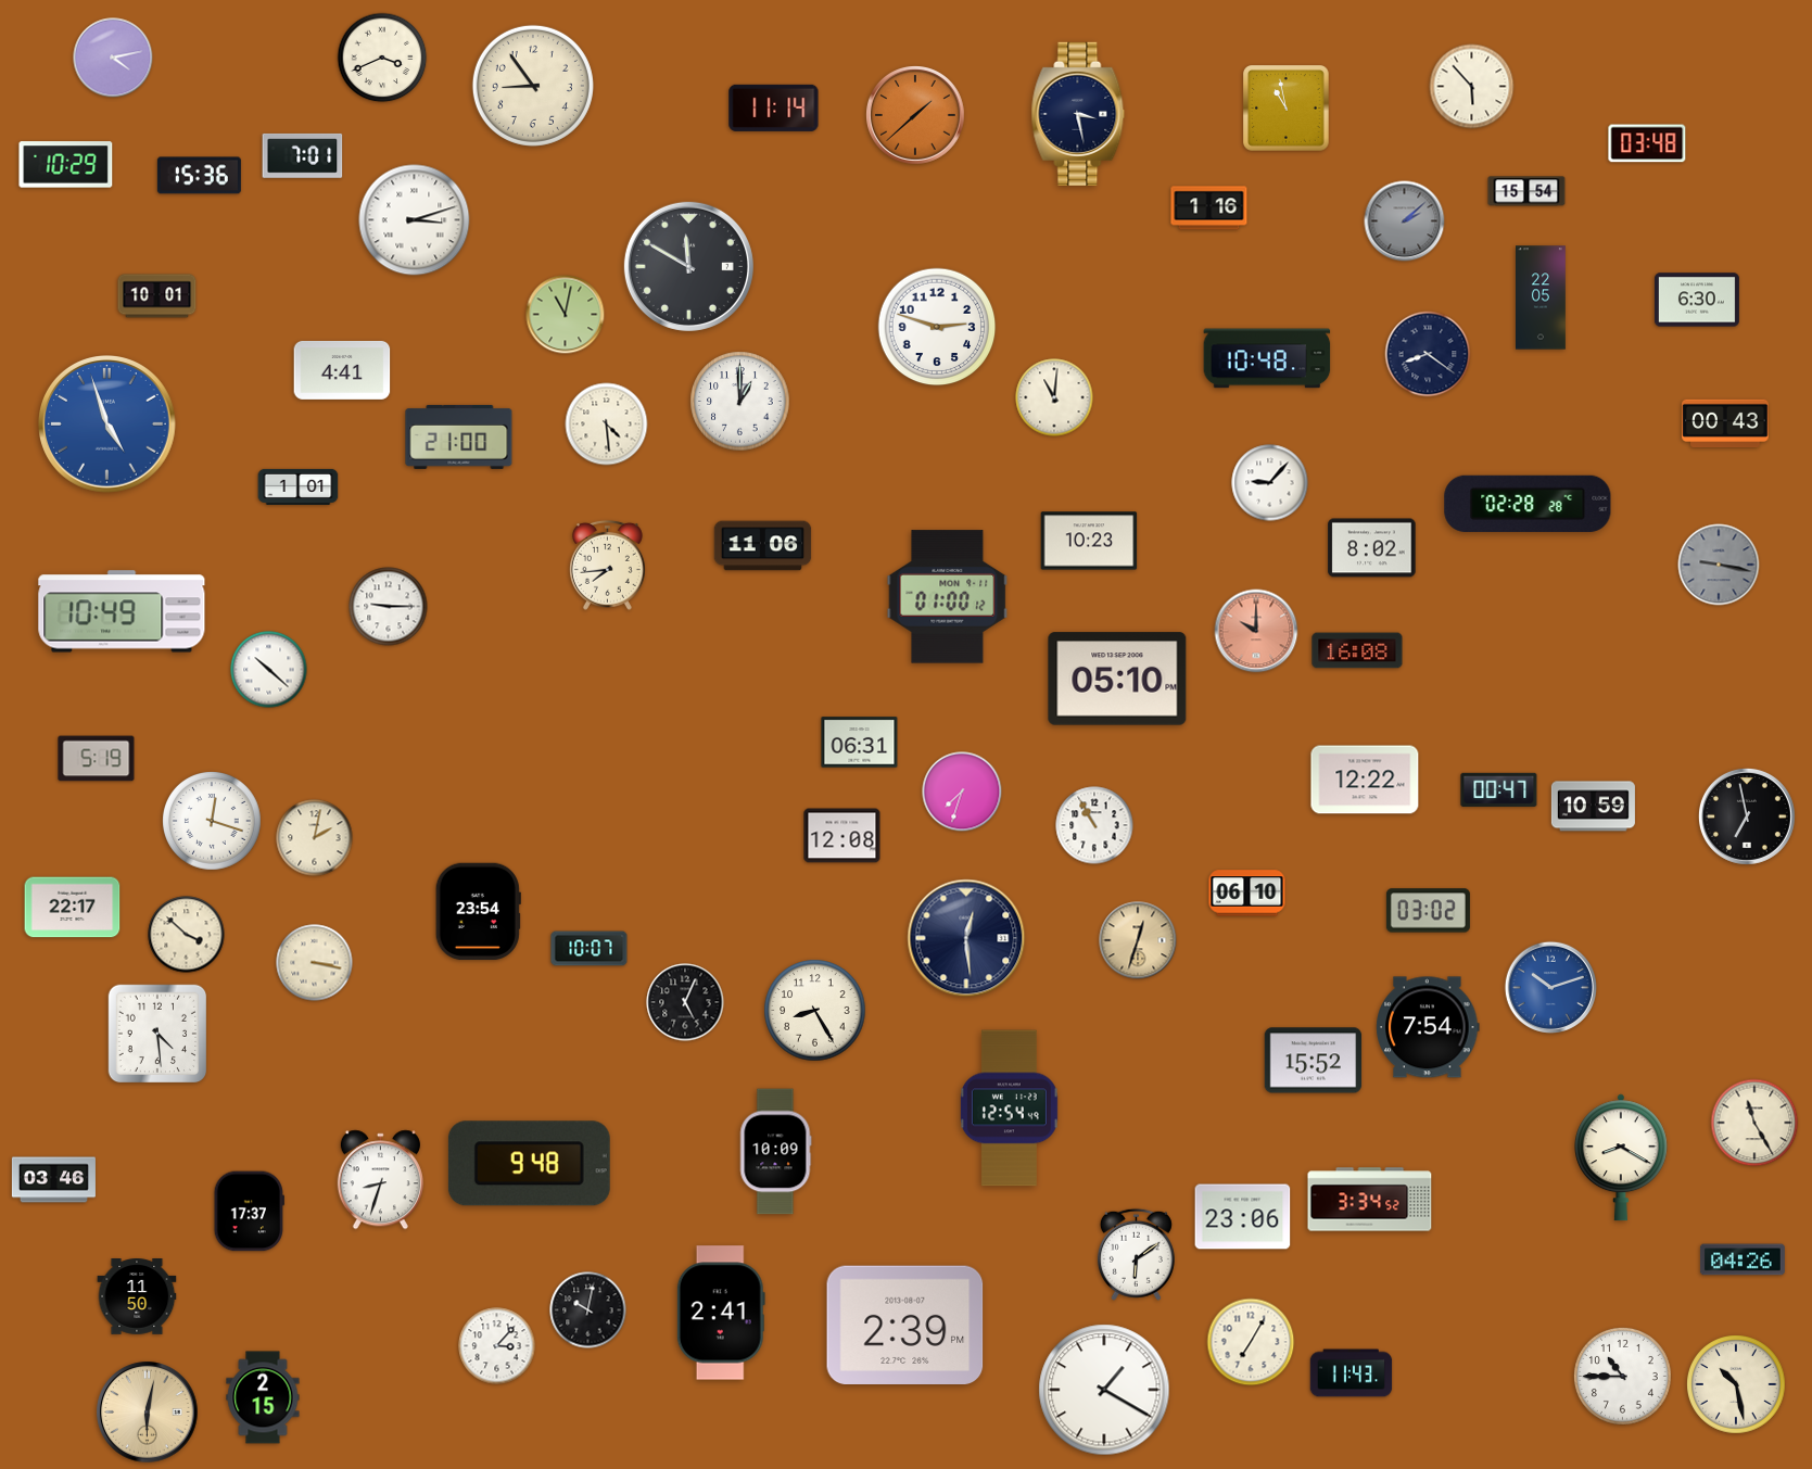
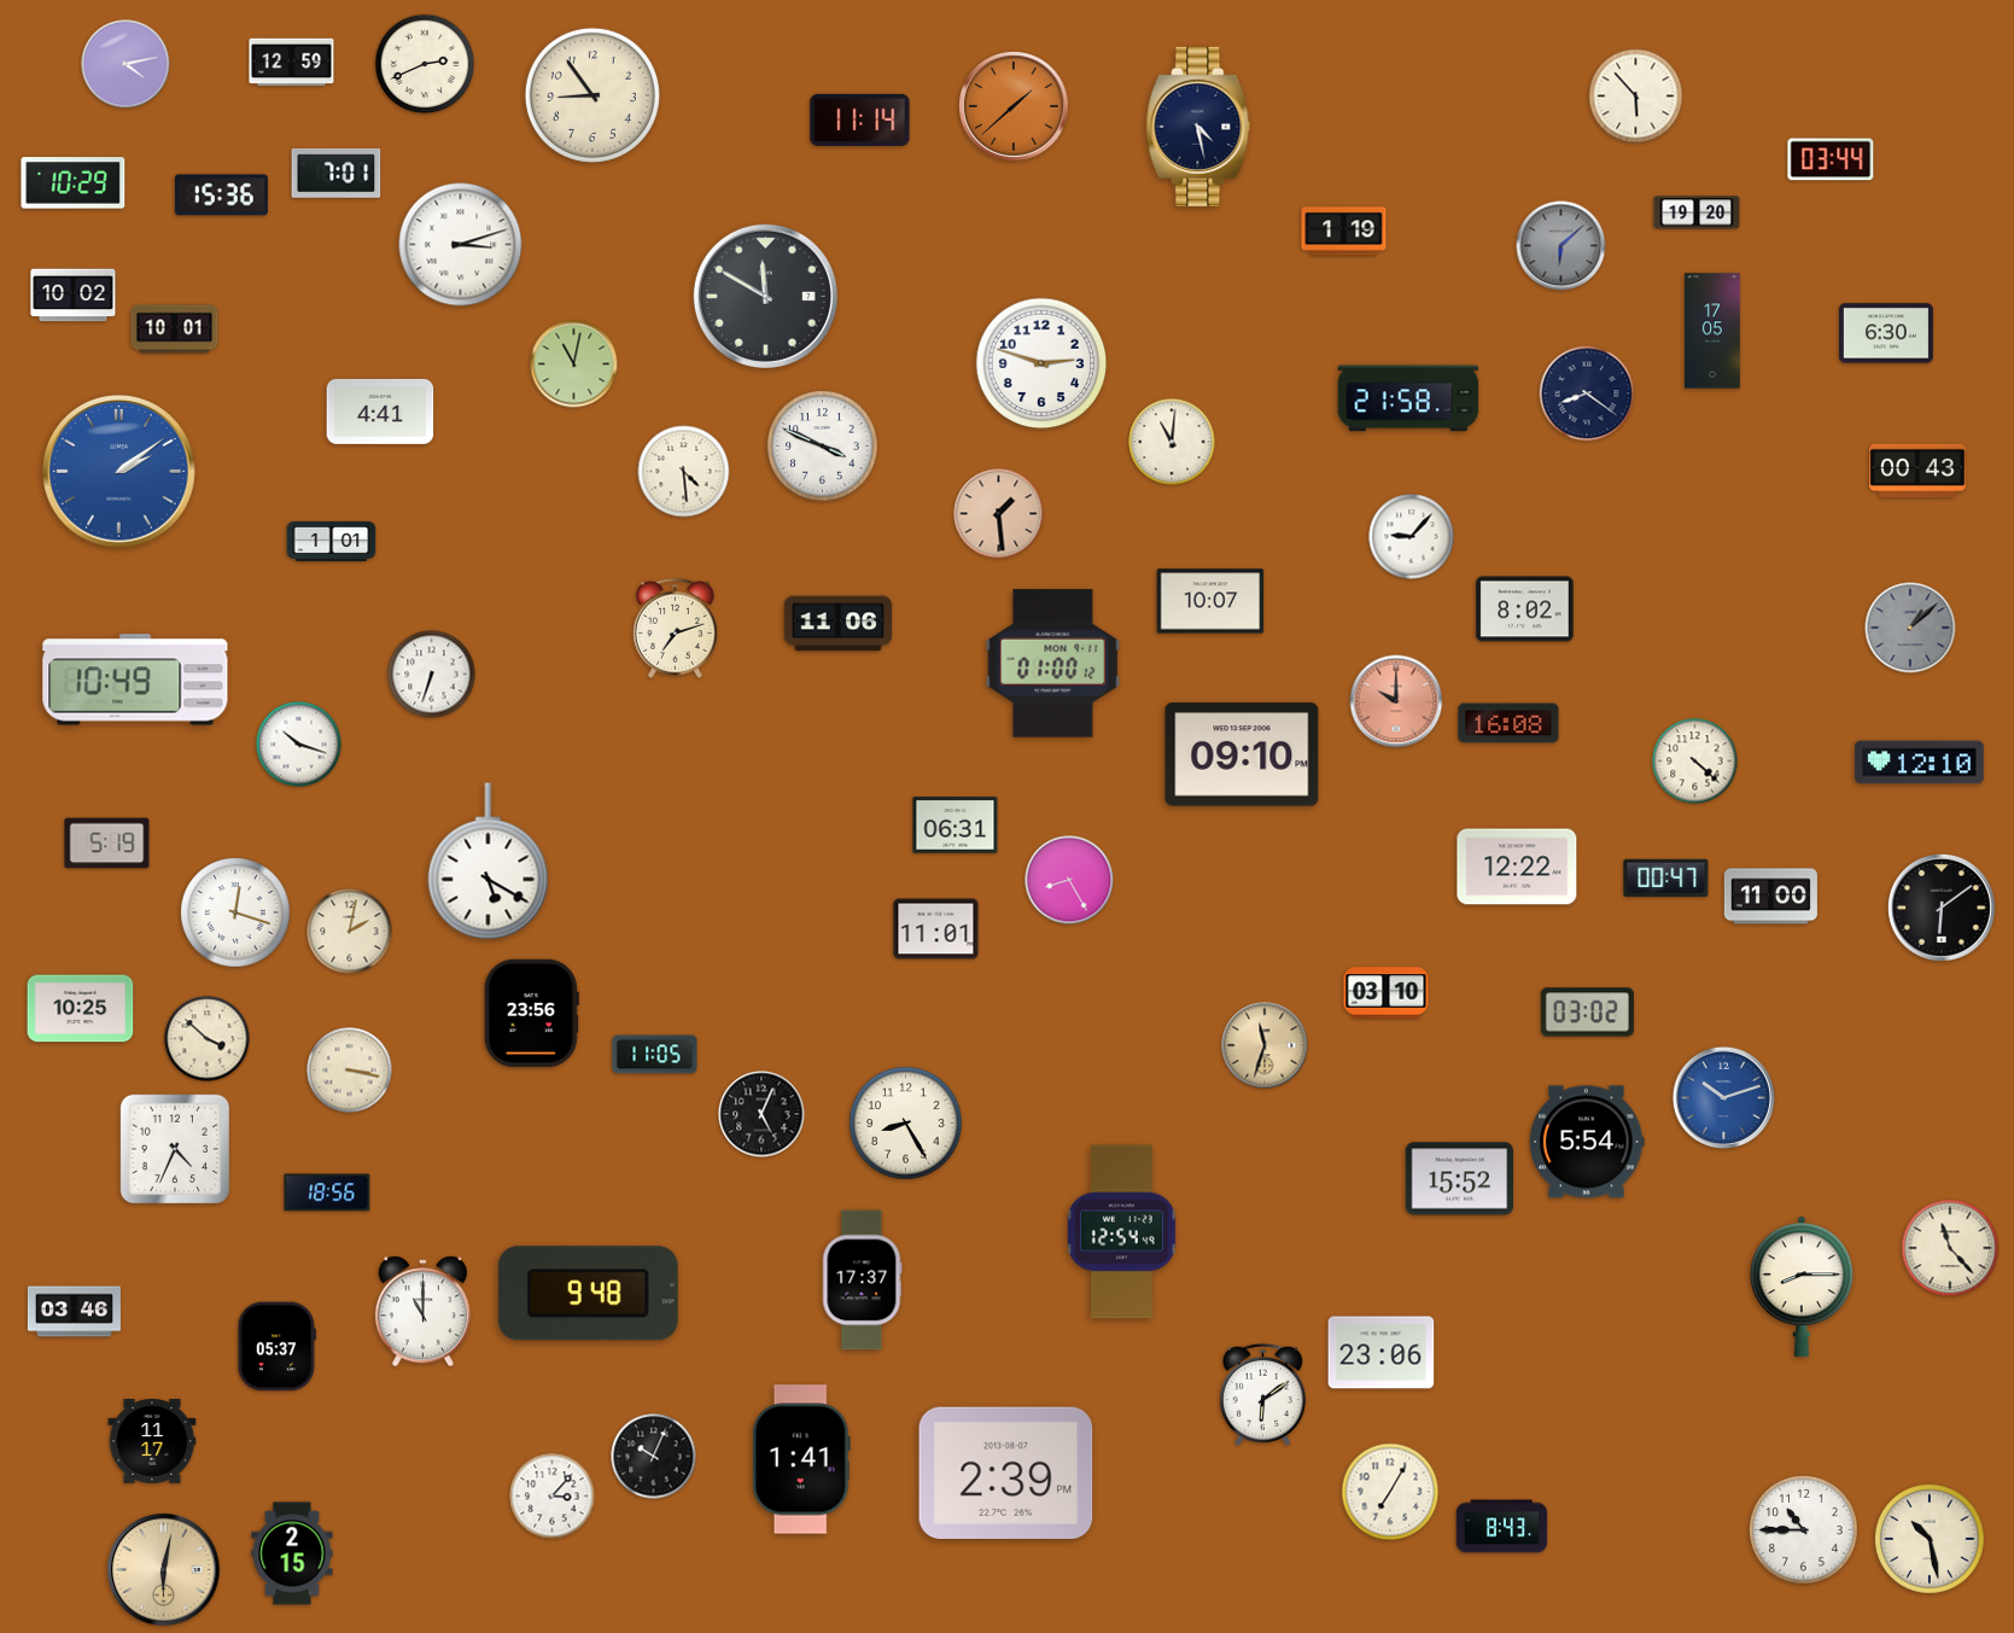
clock at (292, 63): none -> 12:59
clock at (382, 58): 3:41 -> 2:41
clock at (1287, 109): 10:58 -> none
clock at (1078, 114): 3:28 -> 4:28
clock at (916, 116) position: (916, 116) -> (1015, 107)
clock at (1647, 143): 03:48 -> 03:44
clock at (1526, 191): 15:54 -> 19:20
clock at (1209, 208): 1:16 -> 1:19
clock at (1405, 221): 2:08 -> 6:08
clock at (74, 296): none -> 10:02
clock at (1542, 297): 22:05 -> 17:05
clock at (566, 315) position: (566, 315) -> (574, 364)
clock at (1267, 358): 10:48 -> 21:58
clock at (740, 402): 1:00 -> 3:49
clock at (107, 425): 4:57 -> 2:09
clock at (607, 425) position: (607, 425) -> (684, 472)
clock at (459, 436): 21:00 -> none
clock at (999, 514): none -> 1:29
clock at (1528, 504): 02:28 -> none
clock at (1089, 541): 10:23 -> 10:07
clock at (763, 546) position: (763, 546) -> (839, 624)
clock at (607, 565): 7:44 -> 7:12
clock at (1719, 565): 9:17 -> 1:08
clock at (389, 607): 9:15 -> 6:33
clock at (269, 670): 10:22 -> 10:18
clock at (1117, 679): 05:10 -> 09:10
clock at (1695, 762): none -> 4:22
clock at (1920, 763): none -> 12:10
clock at (489, 862): none -> 5:20
clock at (962, 792): 7:33 -> 8:25
clock at (1593, 807): 10:59 -> 11:00
clock at (1747, 816): 6:58 -> 6:09
clock at (1094, 825): 10:55 -> none
clock at (842, 836): 12:08 -> 11:01
clock at (1247, 894): 06:10 -> 03:10
clock at (73, 908): 22:17 -> 10:25
clock at (478, 912): 23:54 -> 23:56
clock at (966, 938): 12:29 -> none
clock at (1138, 940): 12:33 -> 11:33
clock at (590, 949): 10:07 -> 11:05
clock at (1428, 1027): 7:54 -> 5:54
clock at (157, 1034): 4:29 -> 4:34
clock at (327, 1192): none -> 18:56
clock at (1754, 1123): 11:25 -> 11:23
clock at (776, 1152): 10:09 -> 17:37
clock at (1621, 1157): 8:20 -> 8:15
clock at (53, 1180) position: (53, 1180) -> (74, 1312)
clock at (380, 1180): 8:33 -> 11:00
clock at (1370, 1200): 3:34 -> none
clock at (249, 1212): 17:37 -> 05:37
clock at (1743, 1259): 04:26 -> none
clock at (137, 1296): 11:50 -> 11:17
clock at (588, 1310): 10:02 -> 10:04
clock at (721, 1313): 2:41 -> 1:41
clock at (1352, 1373): 11:43 -> 8:43
clock at (1104, 1390): 1:20 -> none
